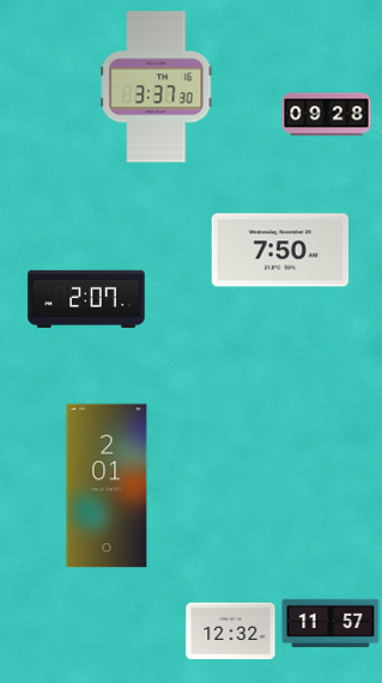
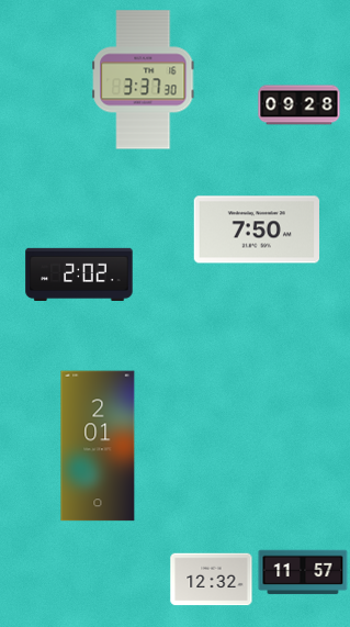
clock at (86, 298): 2:07 -> 2:02
